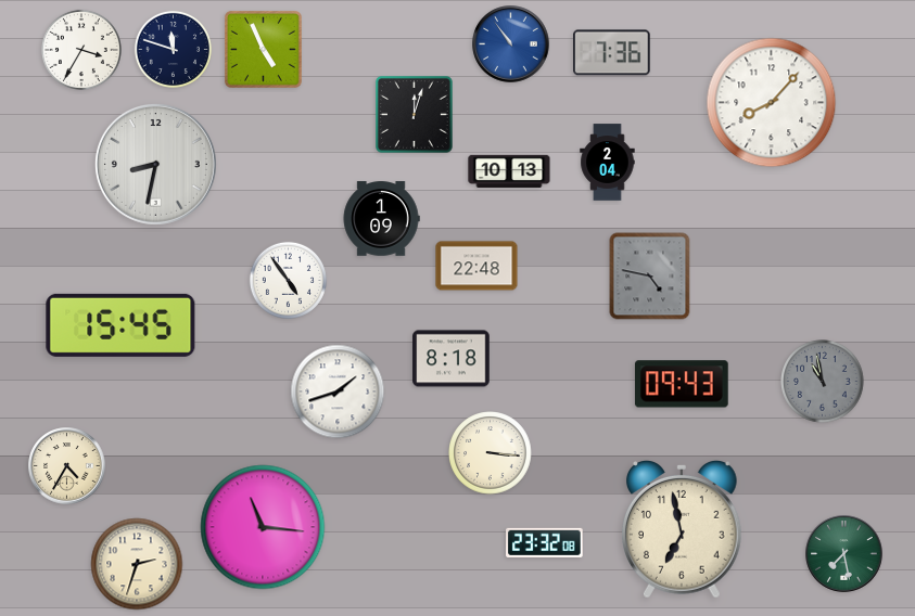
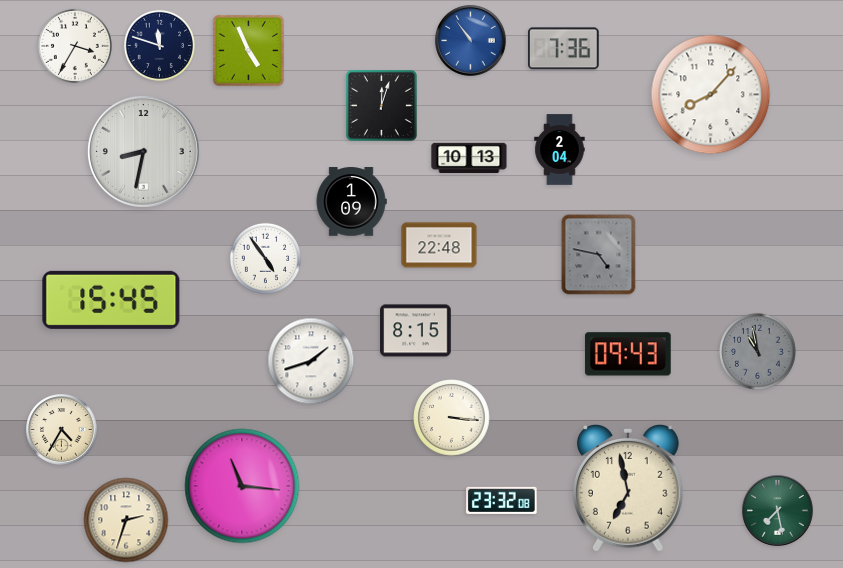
clock at (264, 50) position: (264, 50) -> (249, 51)
clock at (452, 359): 8:18 -> 8:15
